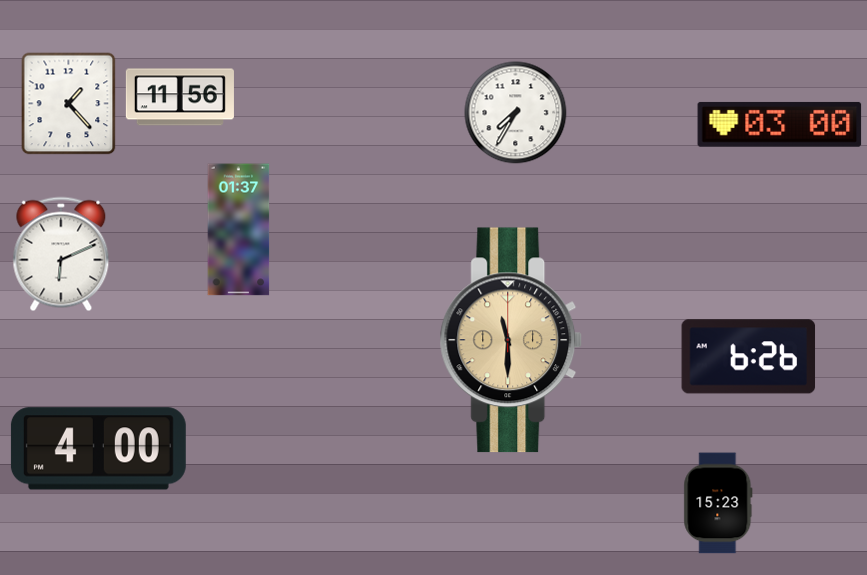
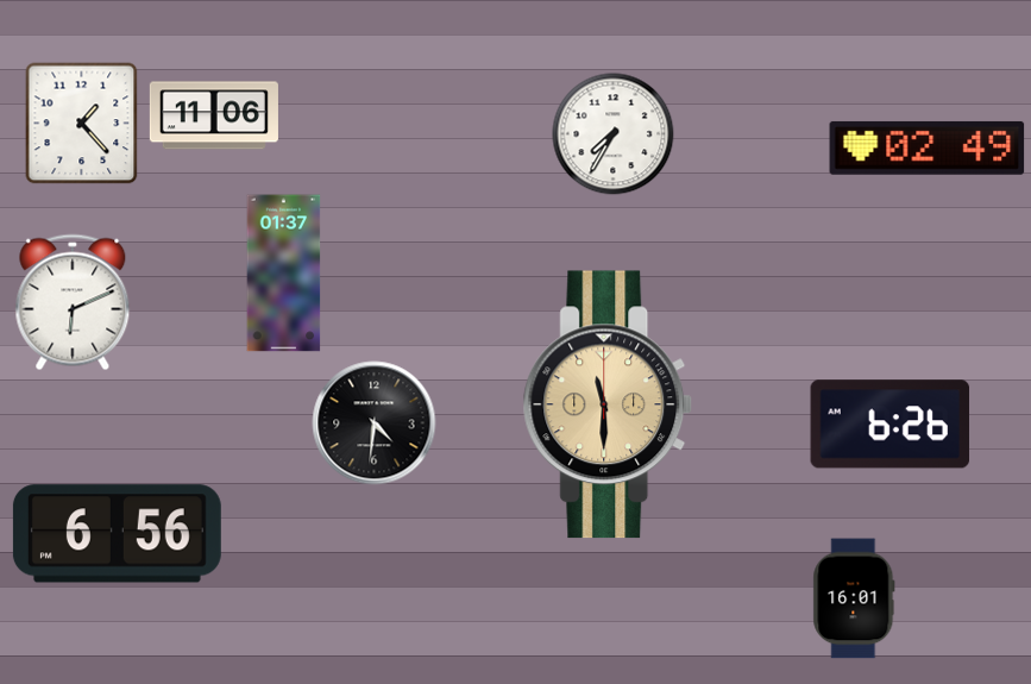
clock at (180, 97): 11:56 -> 11:06
clock at (780, 124): 03:00 -> 02:49
clock at (375, 423): none -> 4:31
clock at (98, 449): 4:00 -> 6:56
clock at (718, 503): 15:23 -> 16:01
